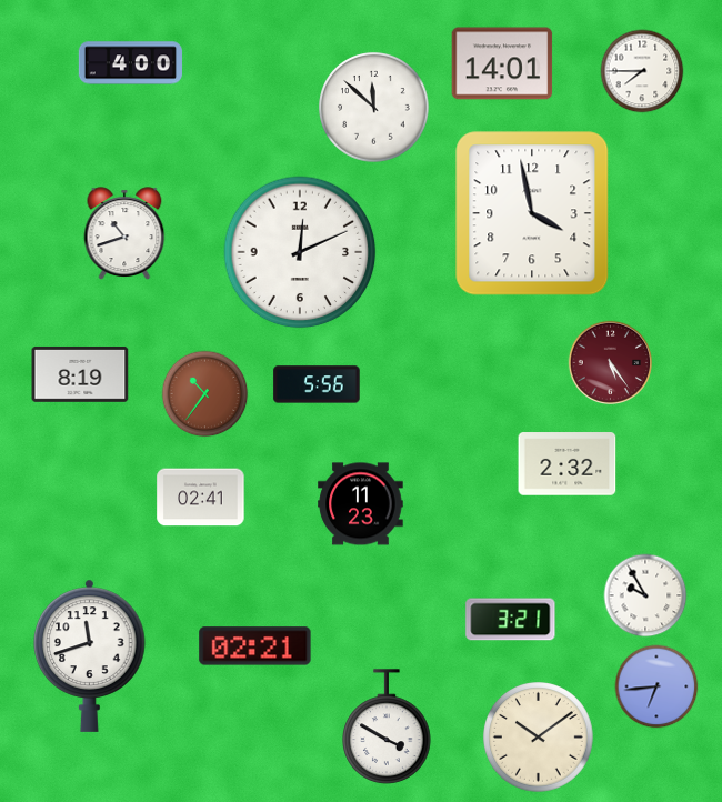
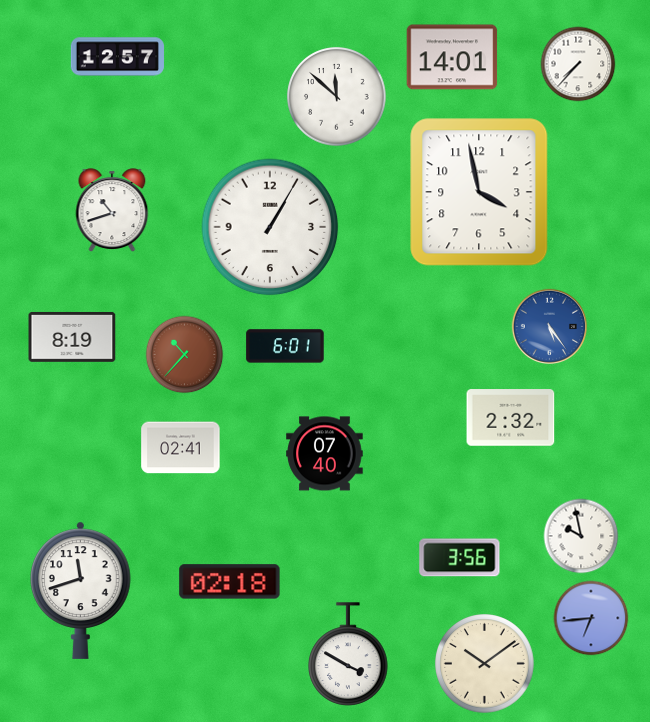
clock at (130, 63): 4:00 -> 12:57
clock at (642, 71): 7:45 -> 7:37
clock at (300, 252): 12:11 -> 1:05
clock at (610, 362) dial: burgundy -> blue
clock at (317, 384): 5:56 -> 6:01
clock at (205, 394): 10:36 -> 10:37
clock at (361, 504): 11:23 -> 07:40
clock at (645, 595): 9:55 -> 9:58
clock at (511, 620): 3:21 -> 3:56
clock at (255, 646): 02:21 -> 02:18
